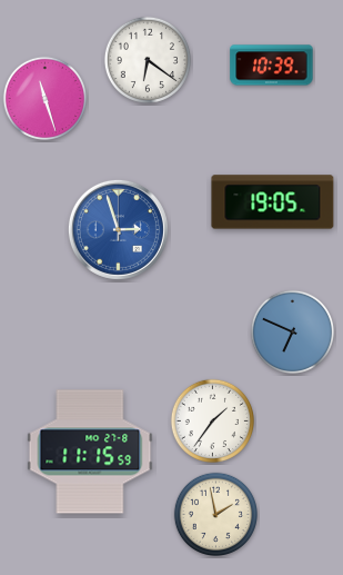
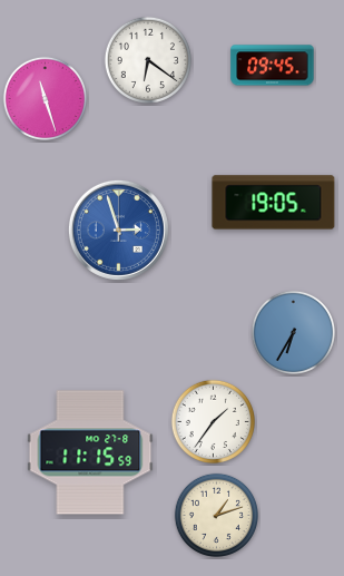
clock at (272, 66): 10:39 -> 09:45
clock at (292, 331): 6:49 -> 6:35
clock at (215, 514): 1:58 -> 1:12
